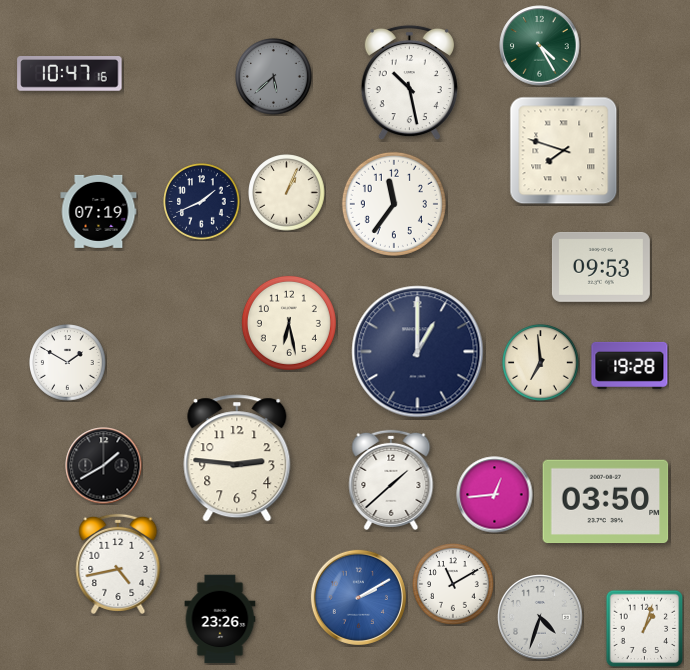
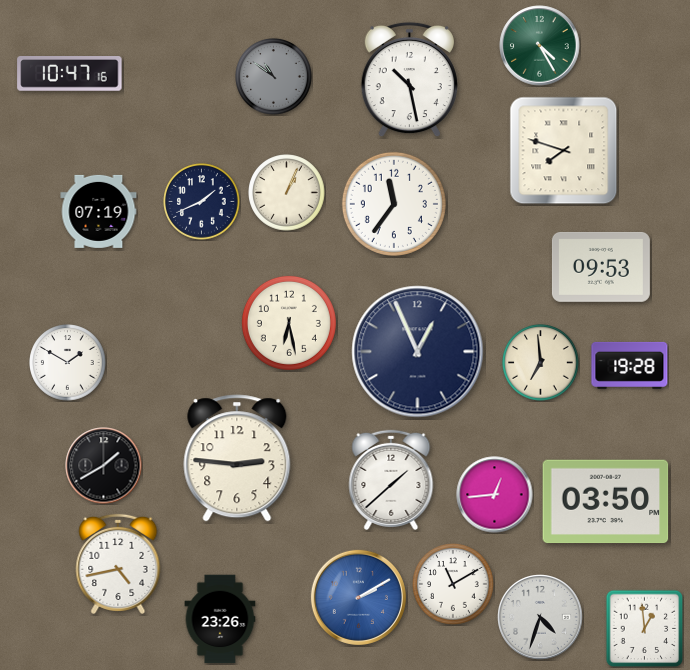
clock at (274, 77): 5:38 -> 10:51
clock at (409, 83) position: (409, 83) -> (409, 80)
clock at (418, 352): 1:00 -> 12:56
clock at (644, 628): 1:03 -> 12:59
